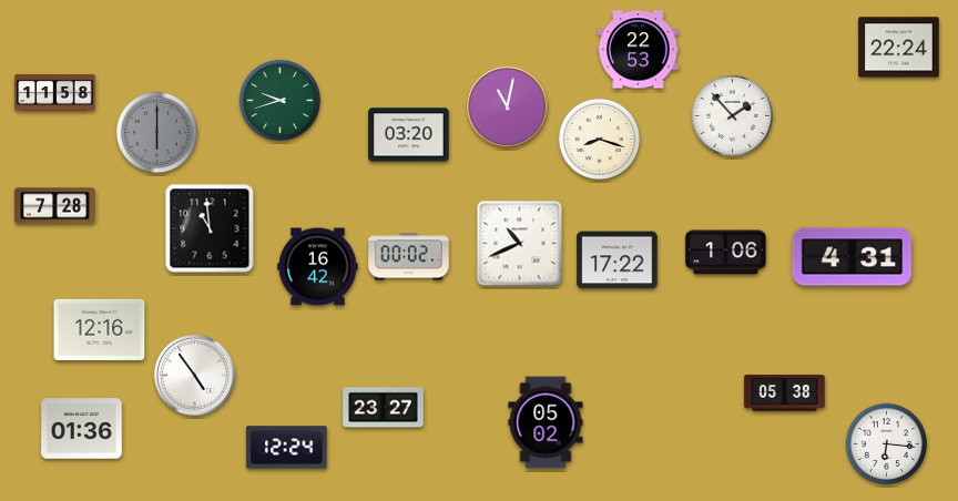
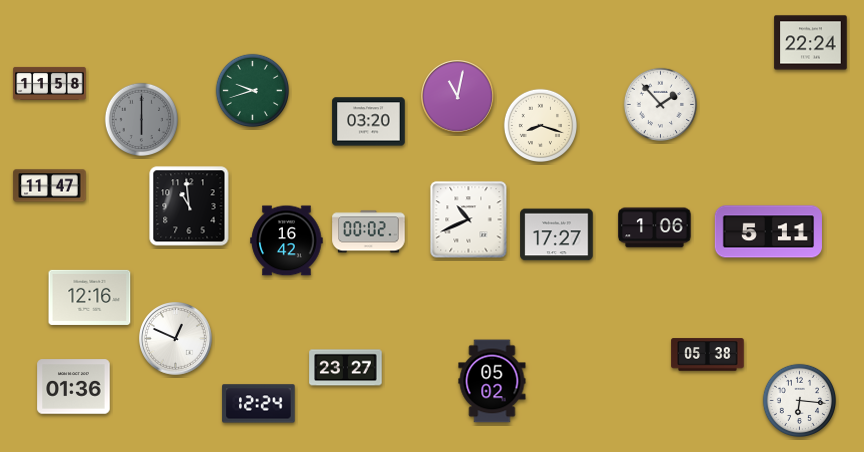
clock at (639, 50): 22:53 -> none
clock at (55, 206): 7:28 -> 11:47
clock at (852, 257): 4:31 -> 5:11
clock at (618, 260): 17:22 -> 17:27
clock at (195, 376): 4:54 -> 12:49
